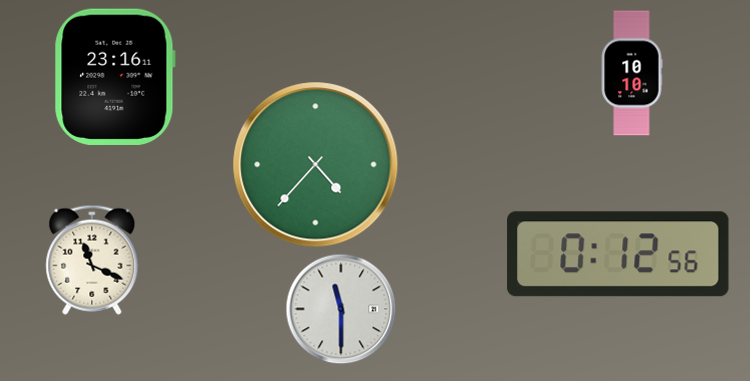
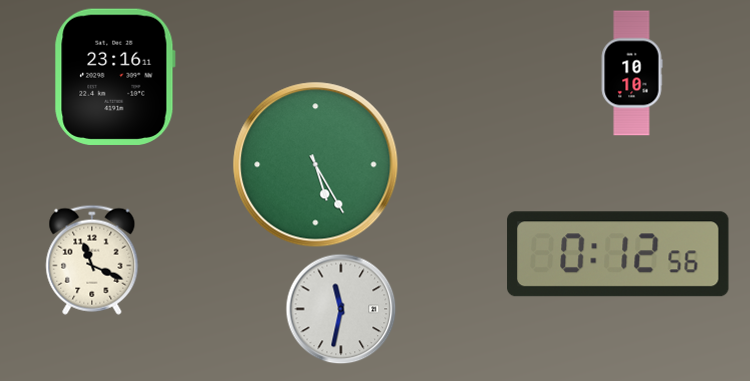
clock at (316, 165): 4:37 -> 5:25
clock at (341, 309): 11:30 -> 11:32
